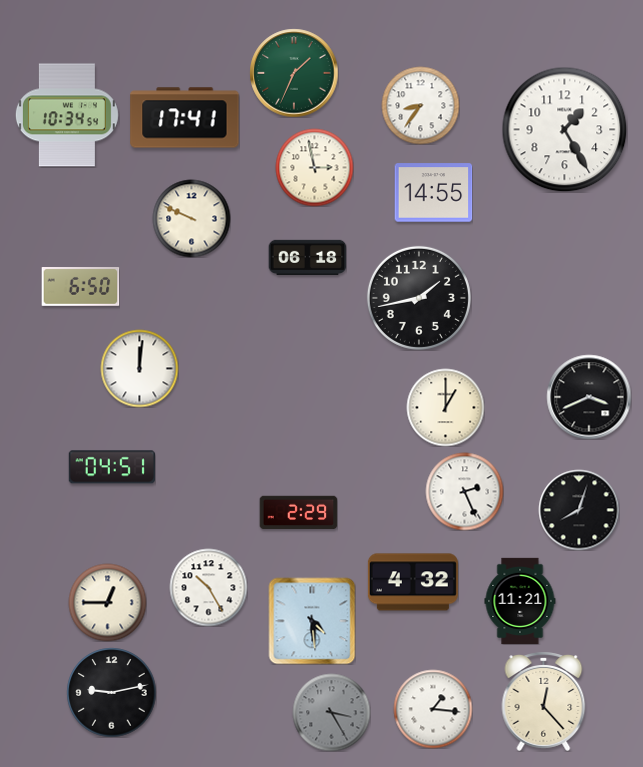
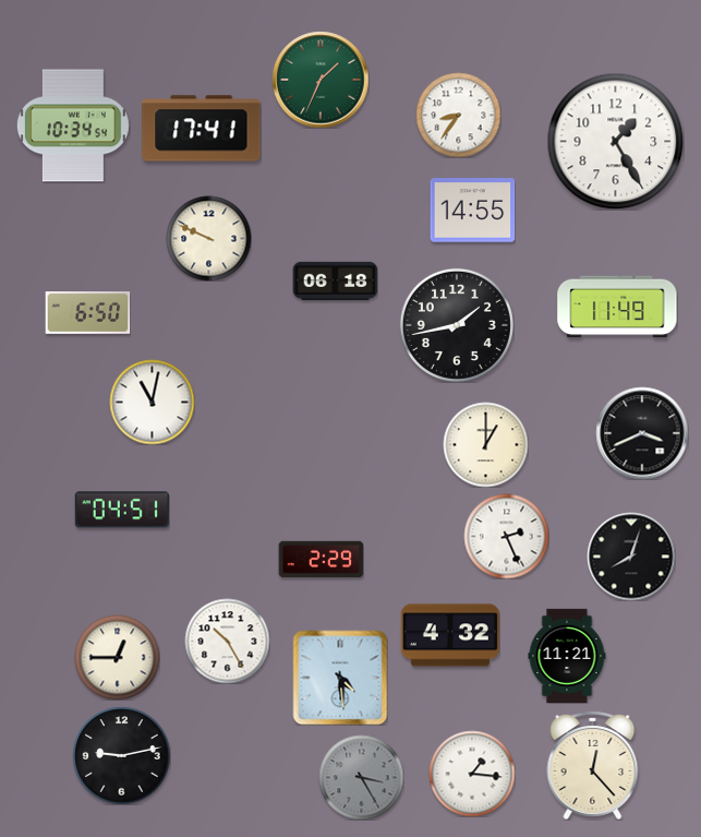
clock at (314, 167): 2:58 -> none
clock at (617, 307): none -> 11:49
clock at (139, 368): 12:01 -> 11:02
clock at (298, 513) position: (298, 513) -> (321, 560)
